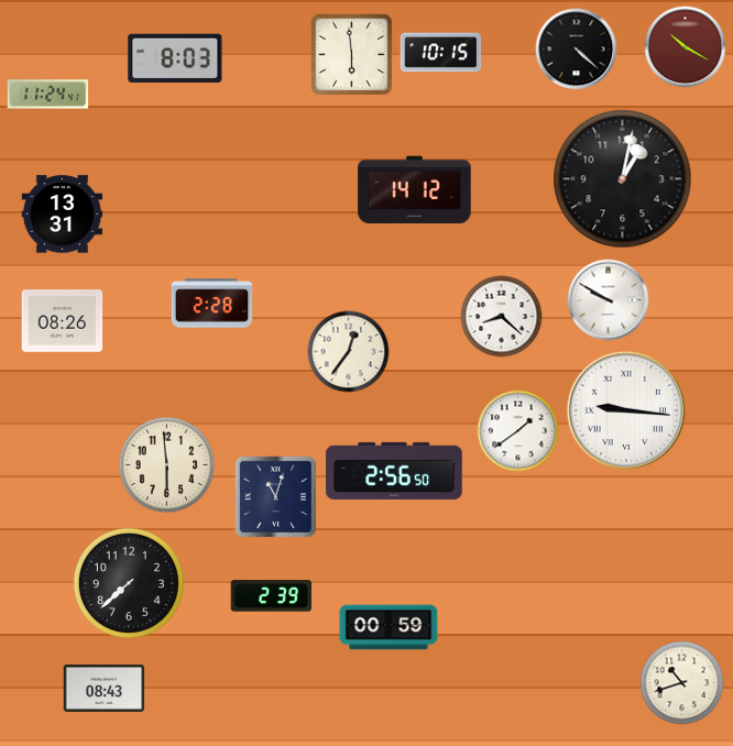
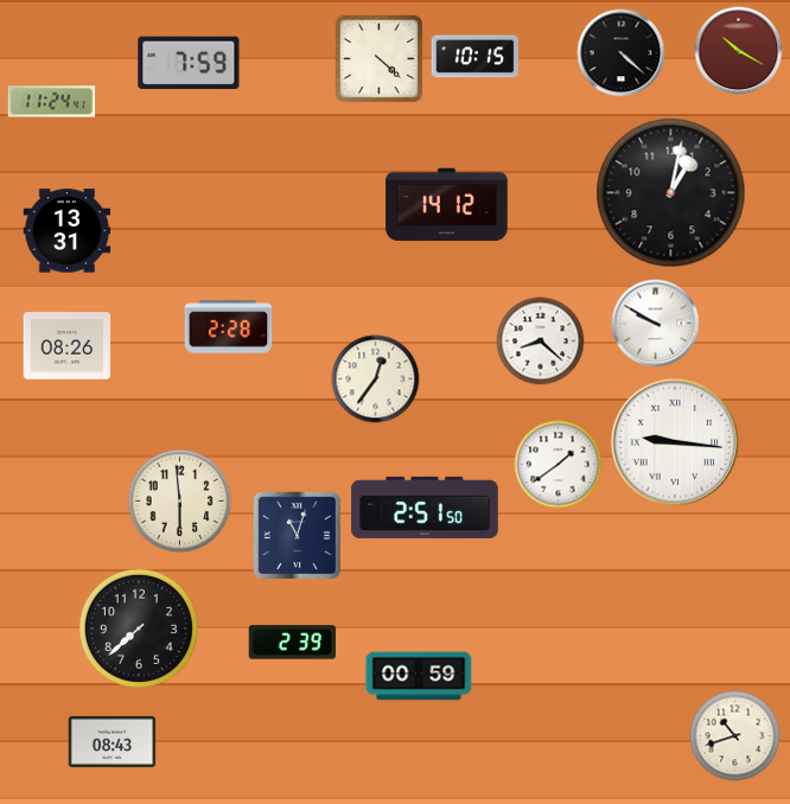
clock at (351, 54): 5:59 -> 4:22
clock at (175, 58): 8:03 -> 7:59
clock at (394, 471): 2:56 -> 2:51
